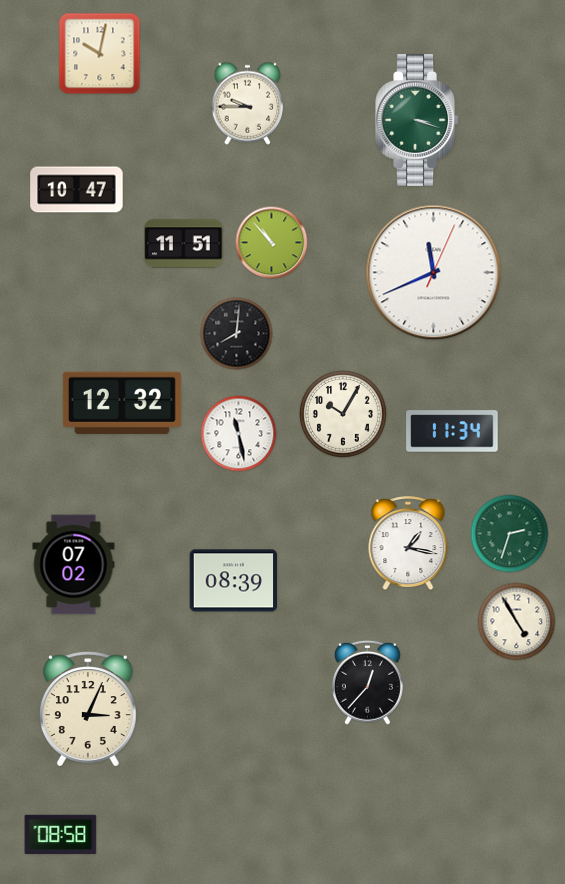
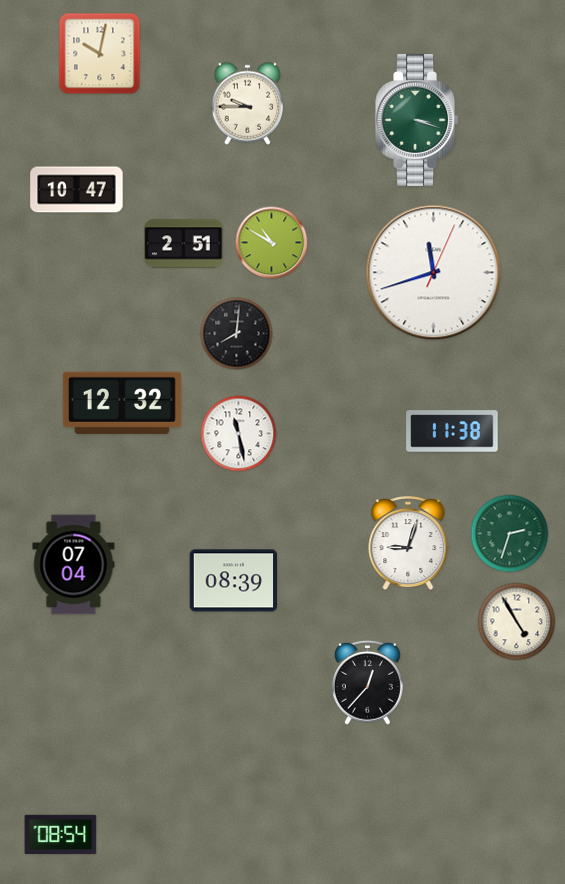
clock at (272, 243): 10:53 -> 10:50
clock at (184, 244): 11:51 -> 2:51
clock at (434, 273): 11:41 -> 11:42
clock at (344, 415): 10:05 -> none
clock at (452, 431): 11:34 -> 11:38
clock at (408, 544): 1:17 -> 9:03
clock at (74, 565): 07:02 -> 07:04
clock at (88, 709): 3:04 -> none
clock at (61, 834): 08:58 -> 08:54
